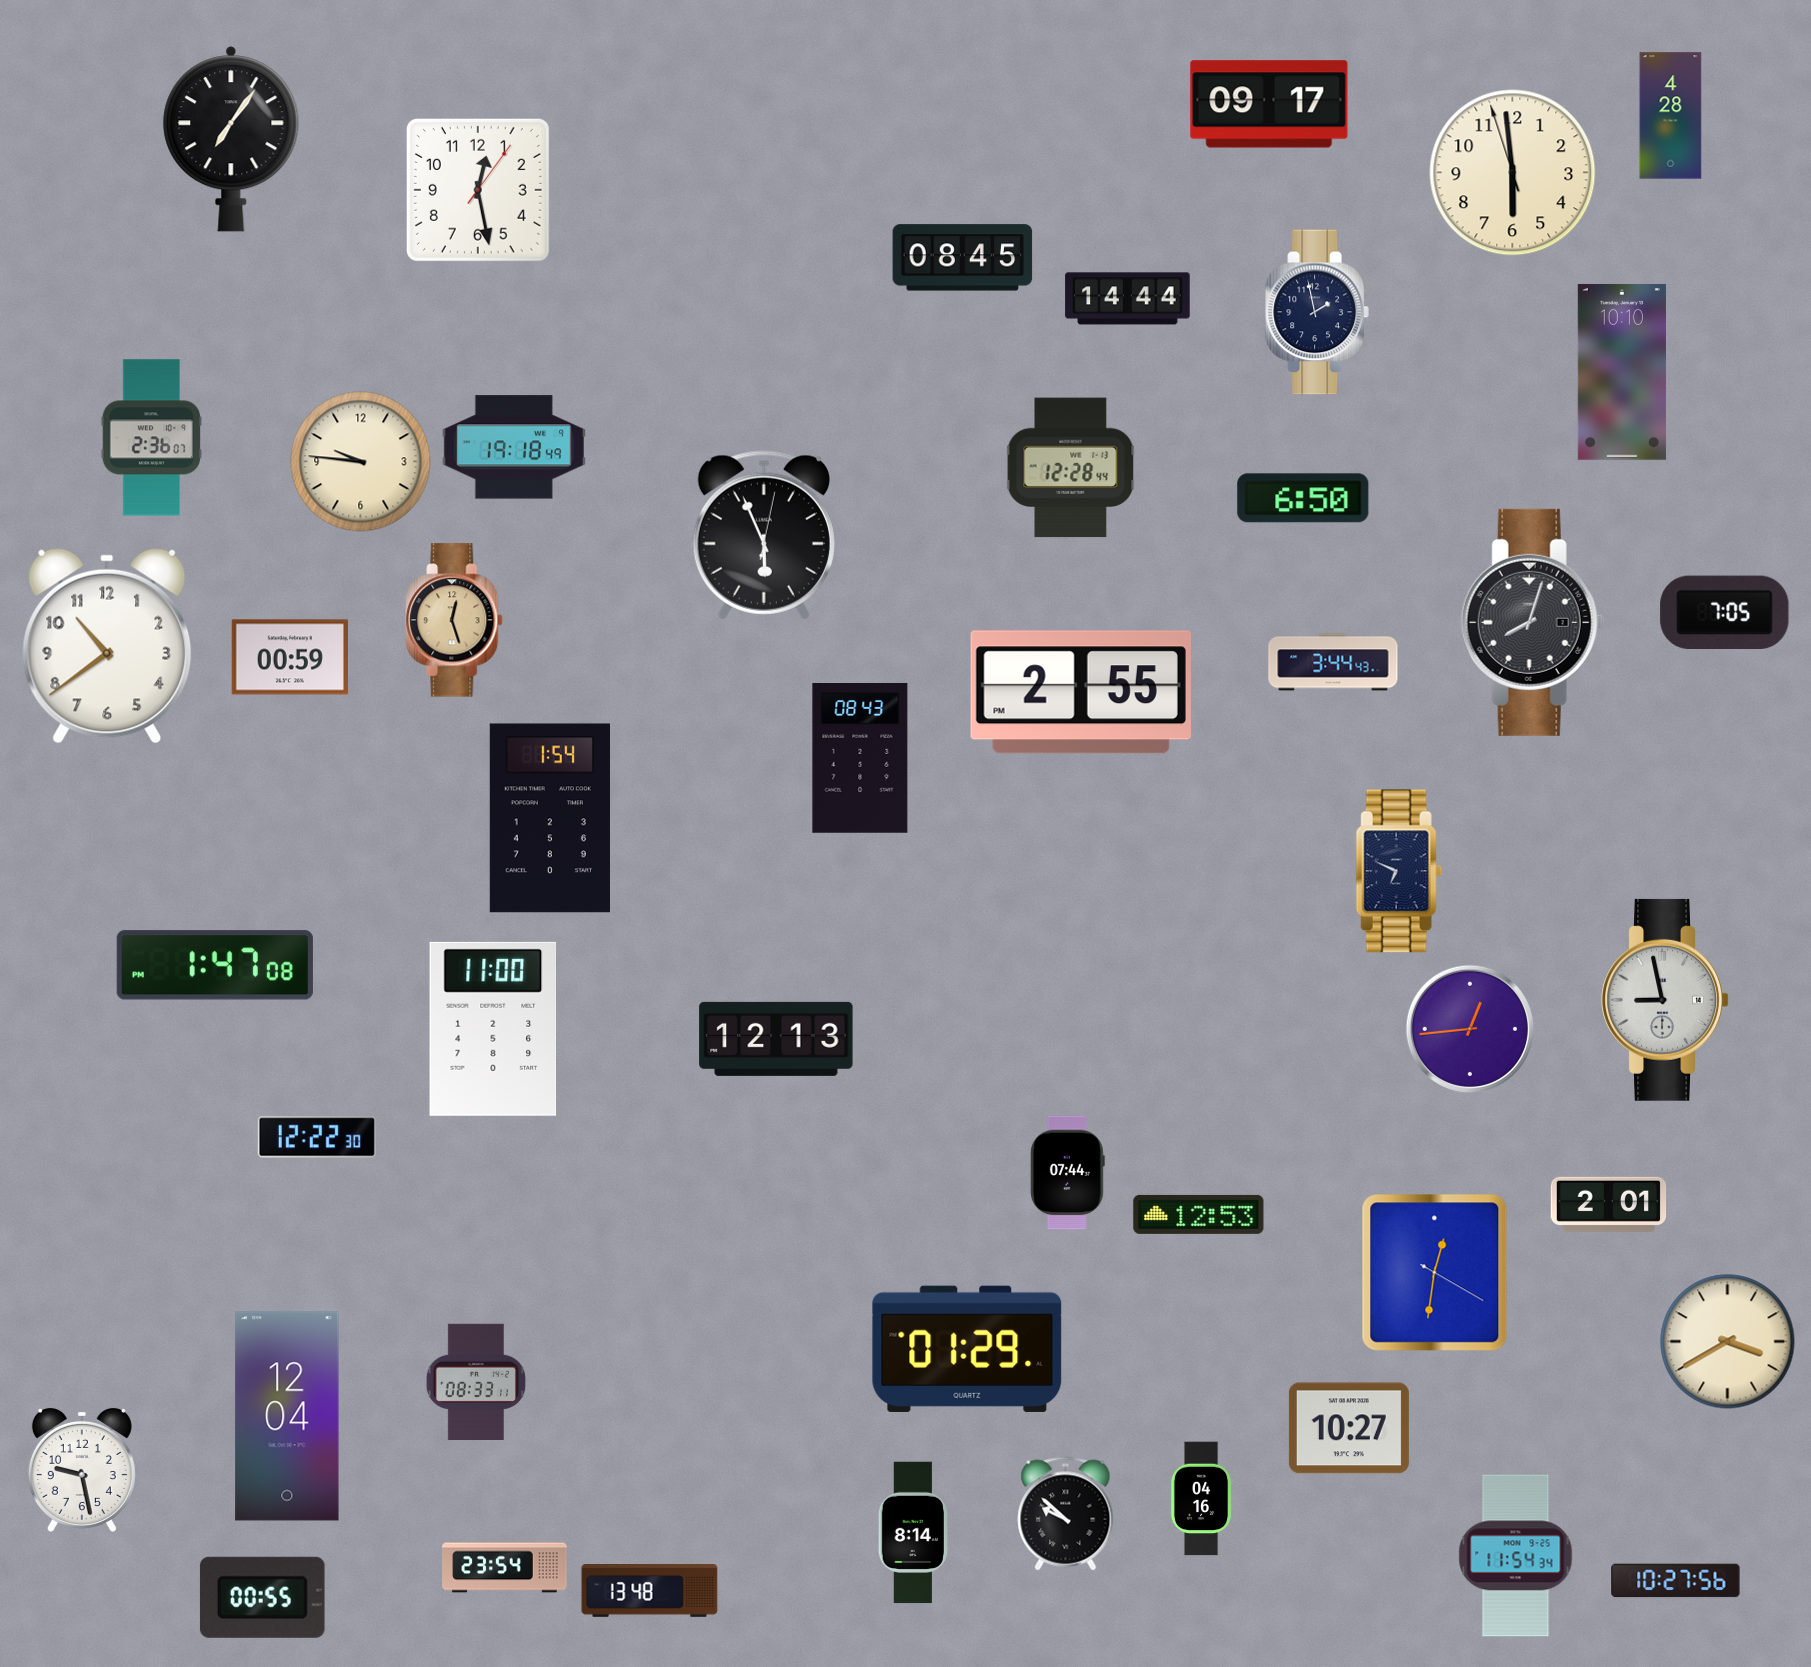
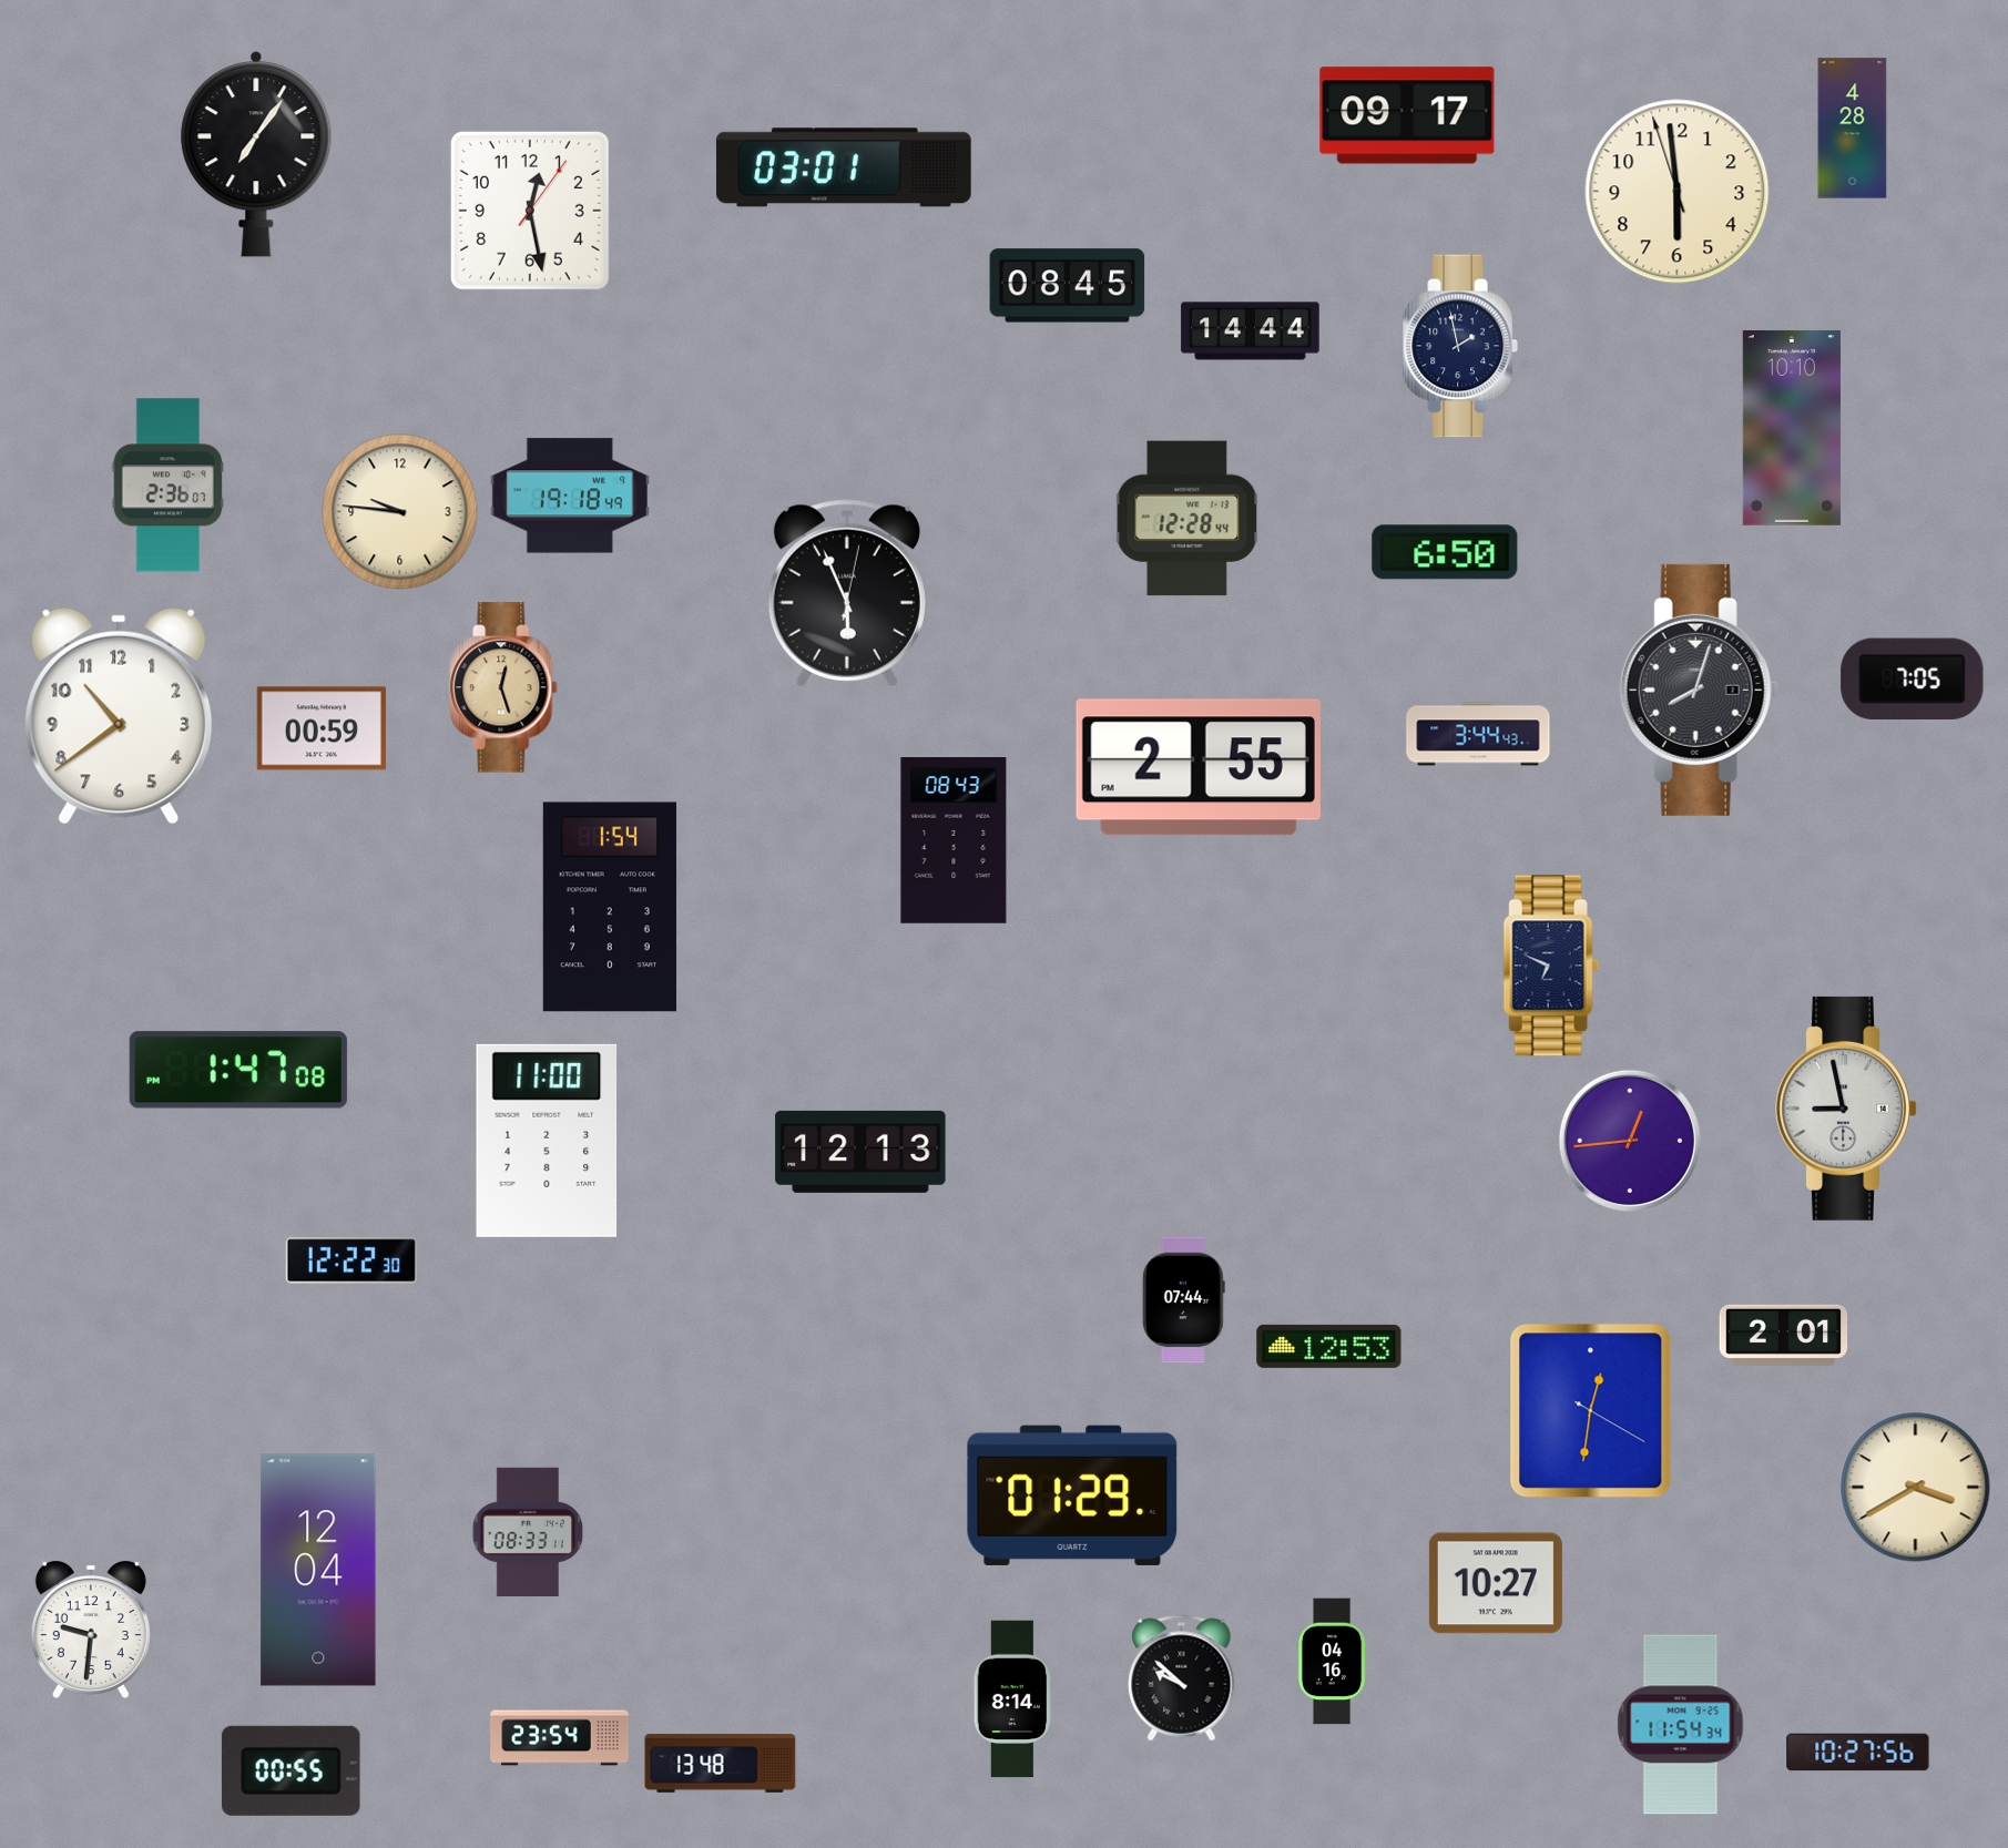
clock at (844, 167): none -> 03:01
clock at (1622, 372) position: (1622, 372) -> (1792, 428)
clock at (82, 1470): 9:28 -> 9:31
